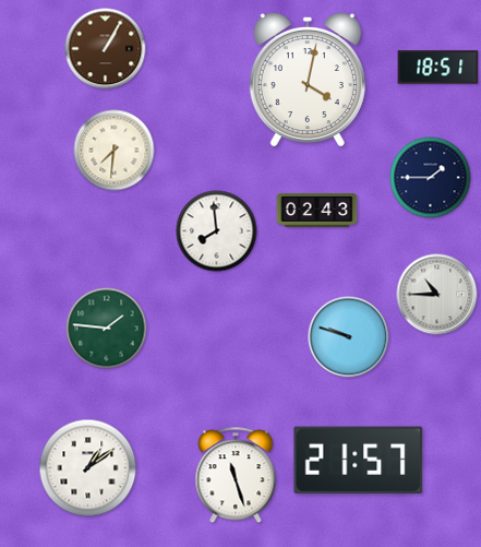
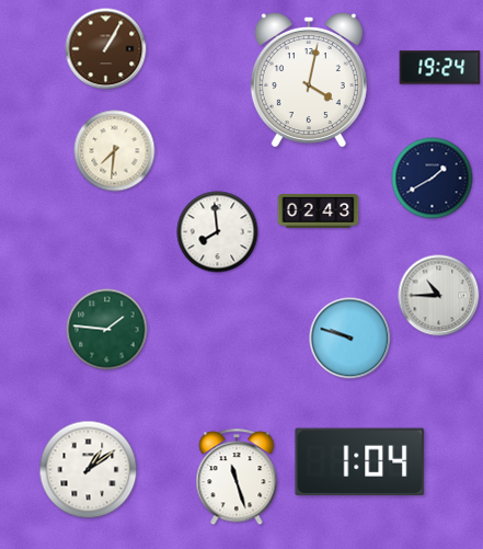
clock at (438, 68): 18:51 -> 19:24
clock at (431, 178): 1:45 -> 1:40
clock at (359, 460): 21:57 -> 1:04
